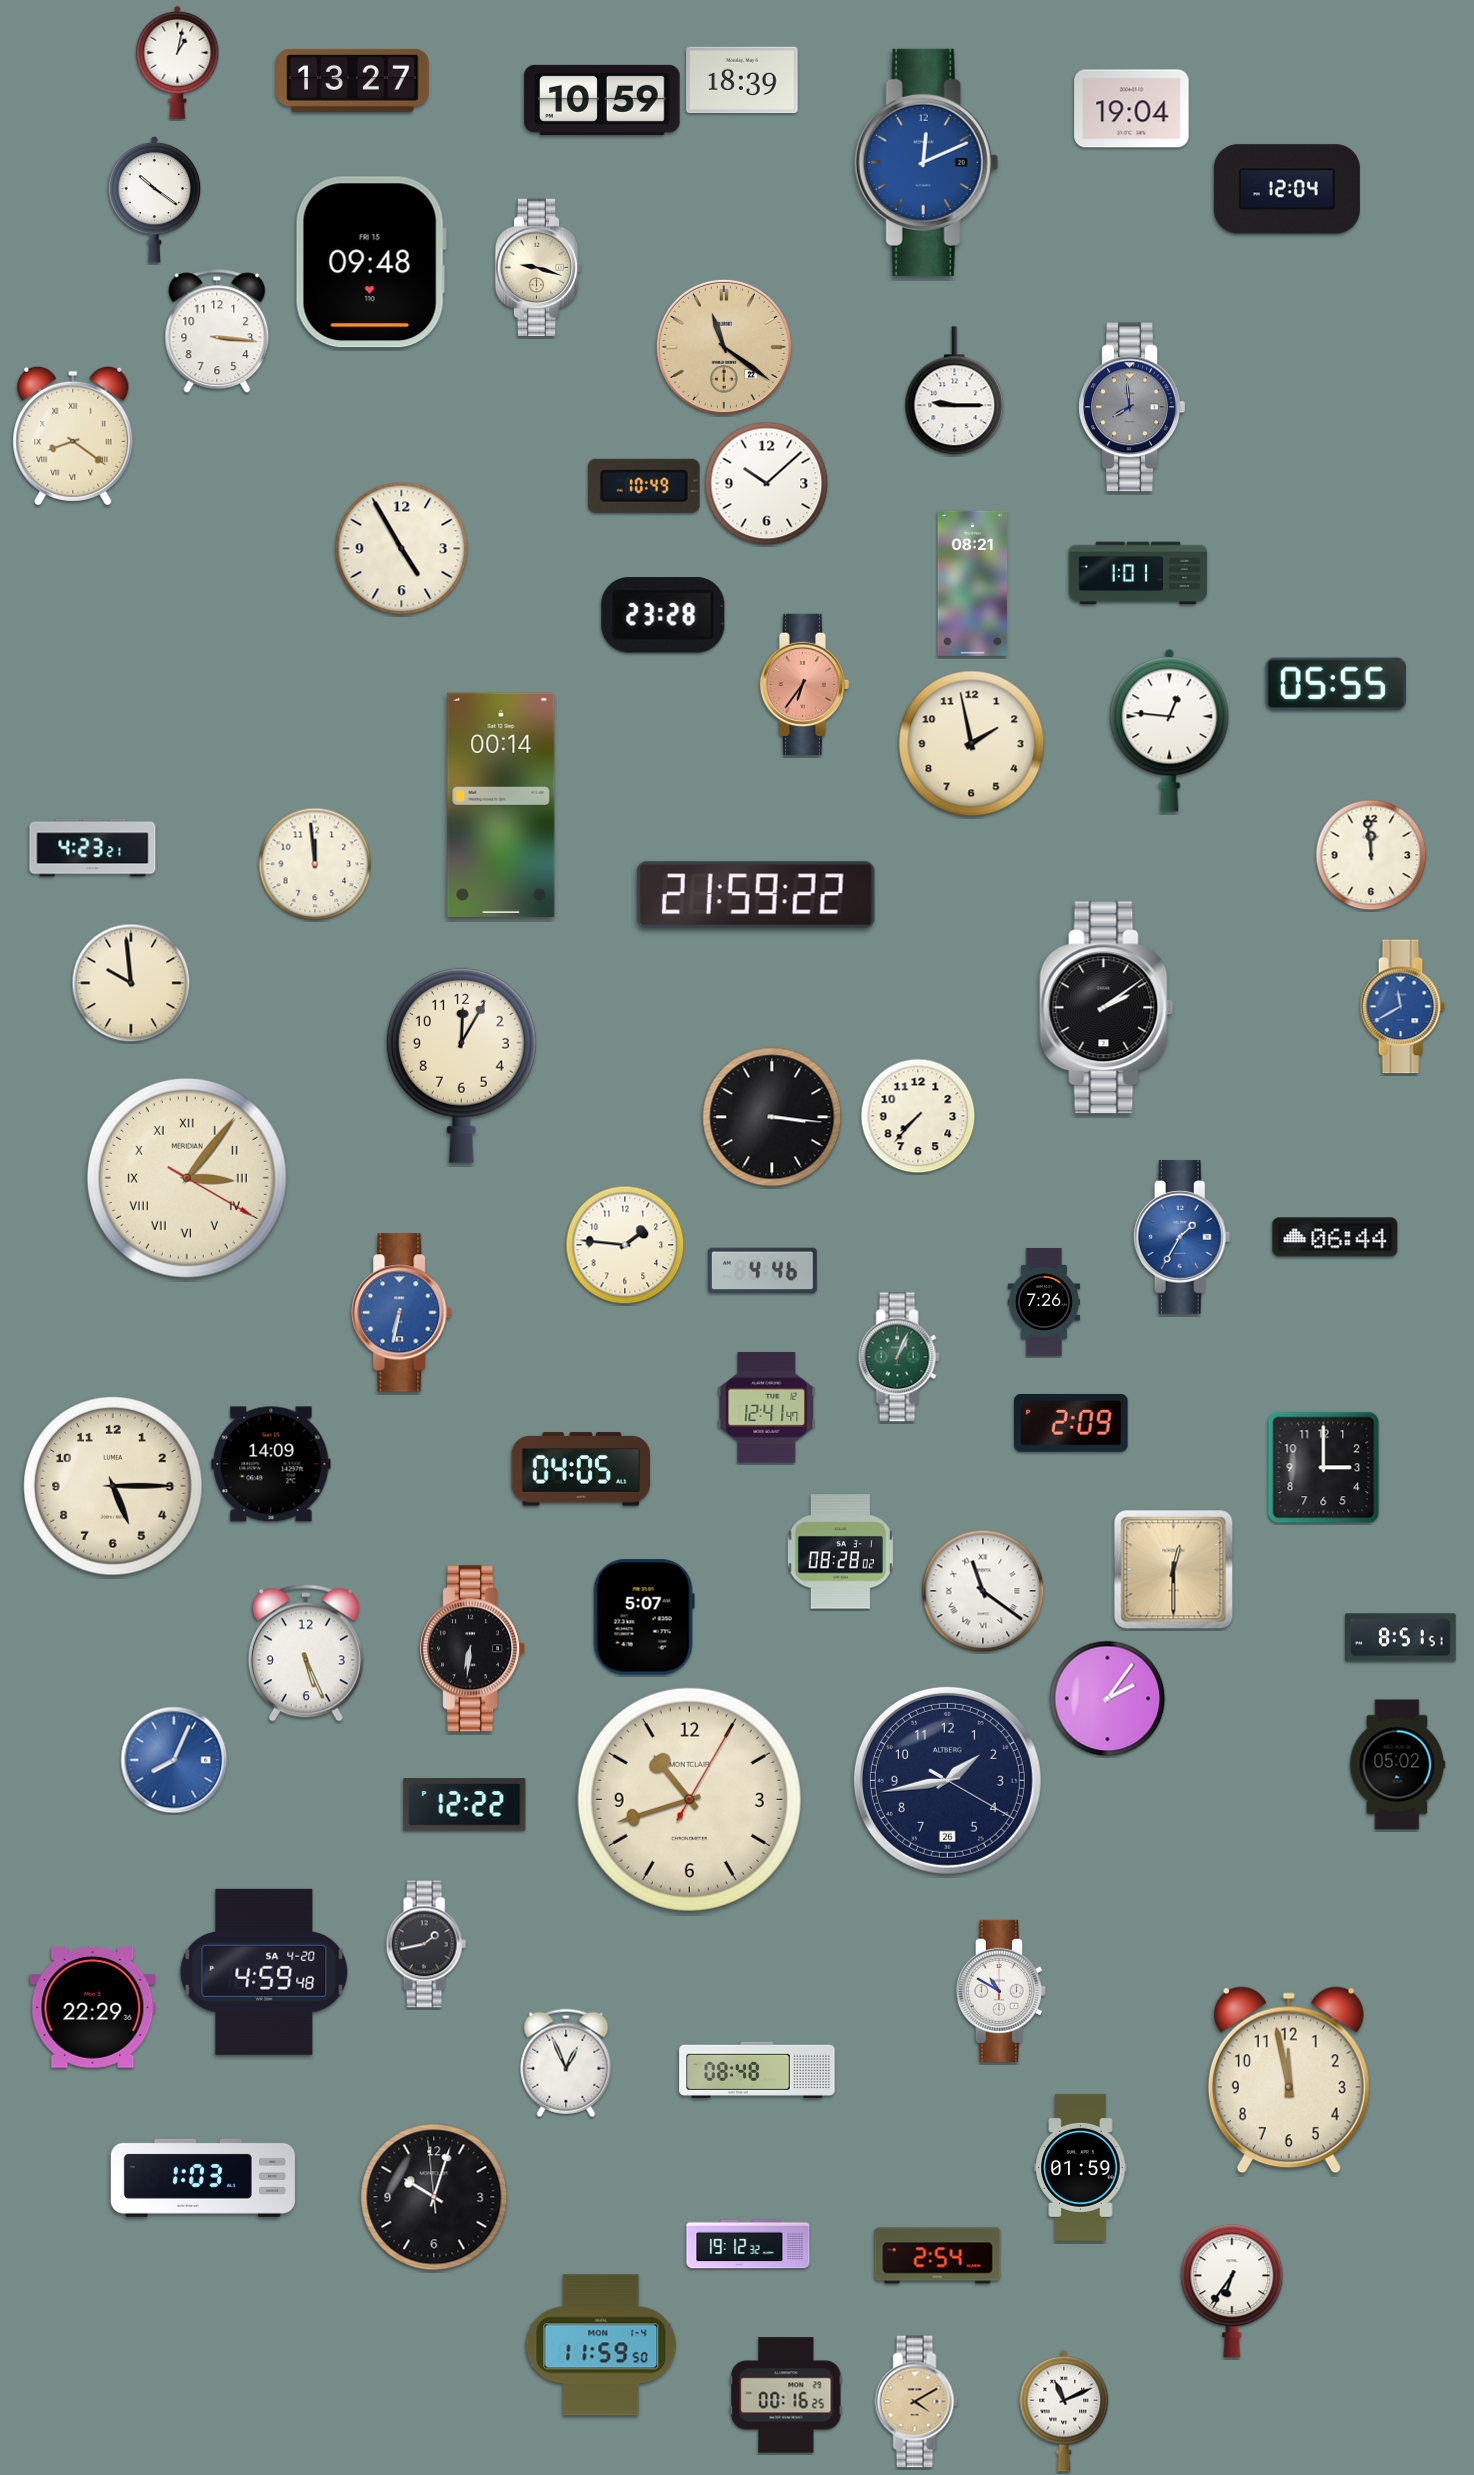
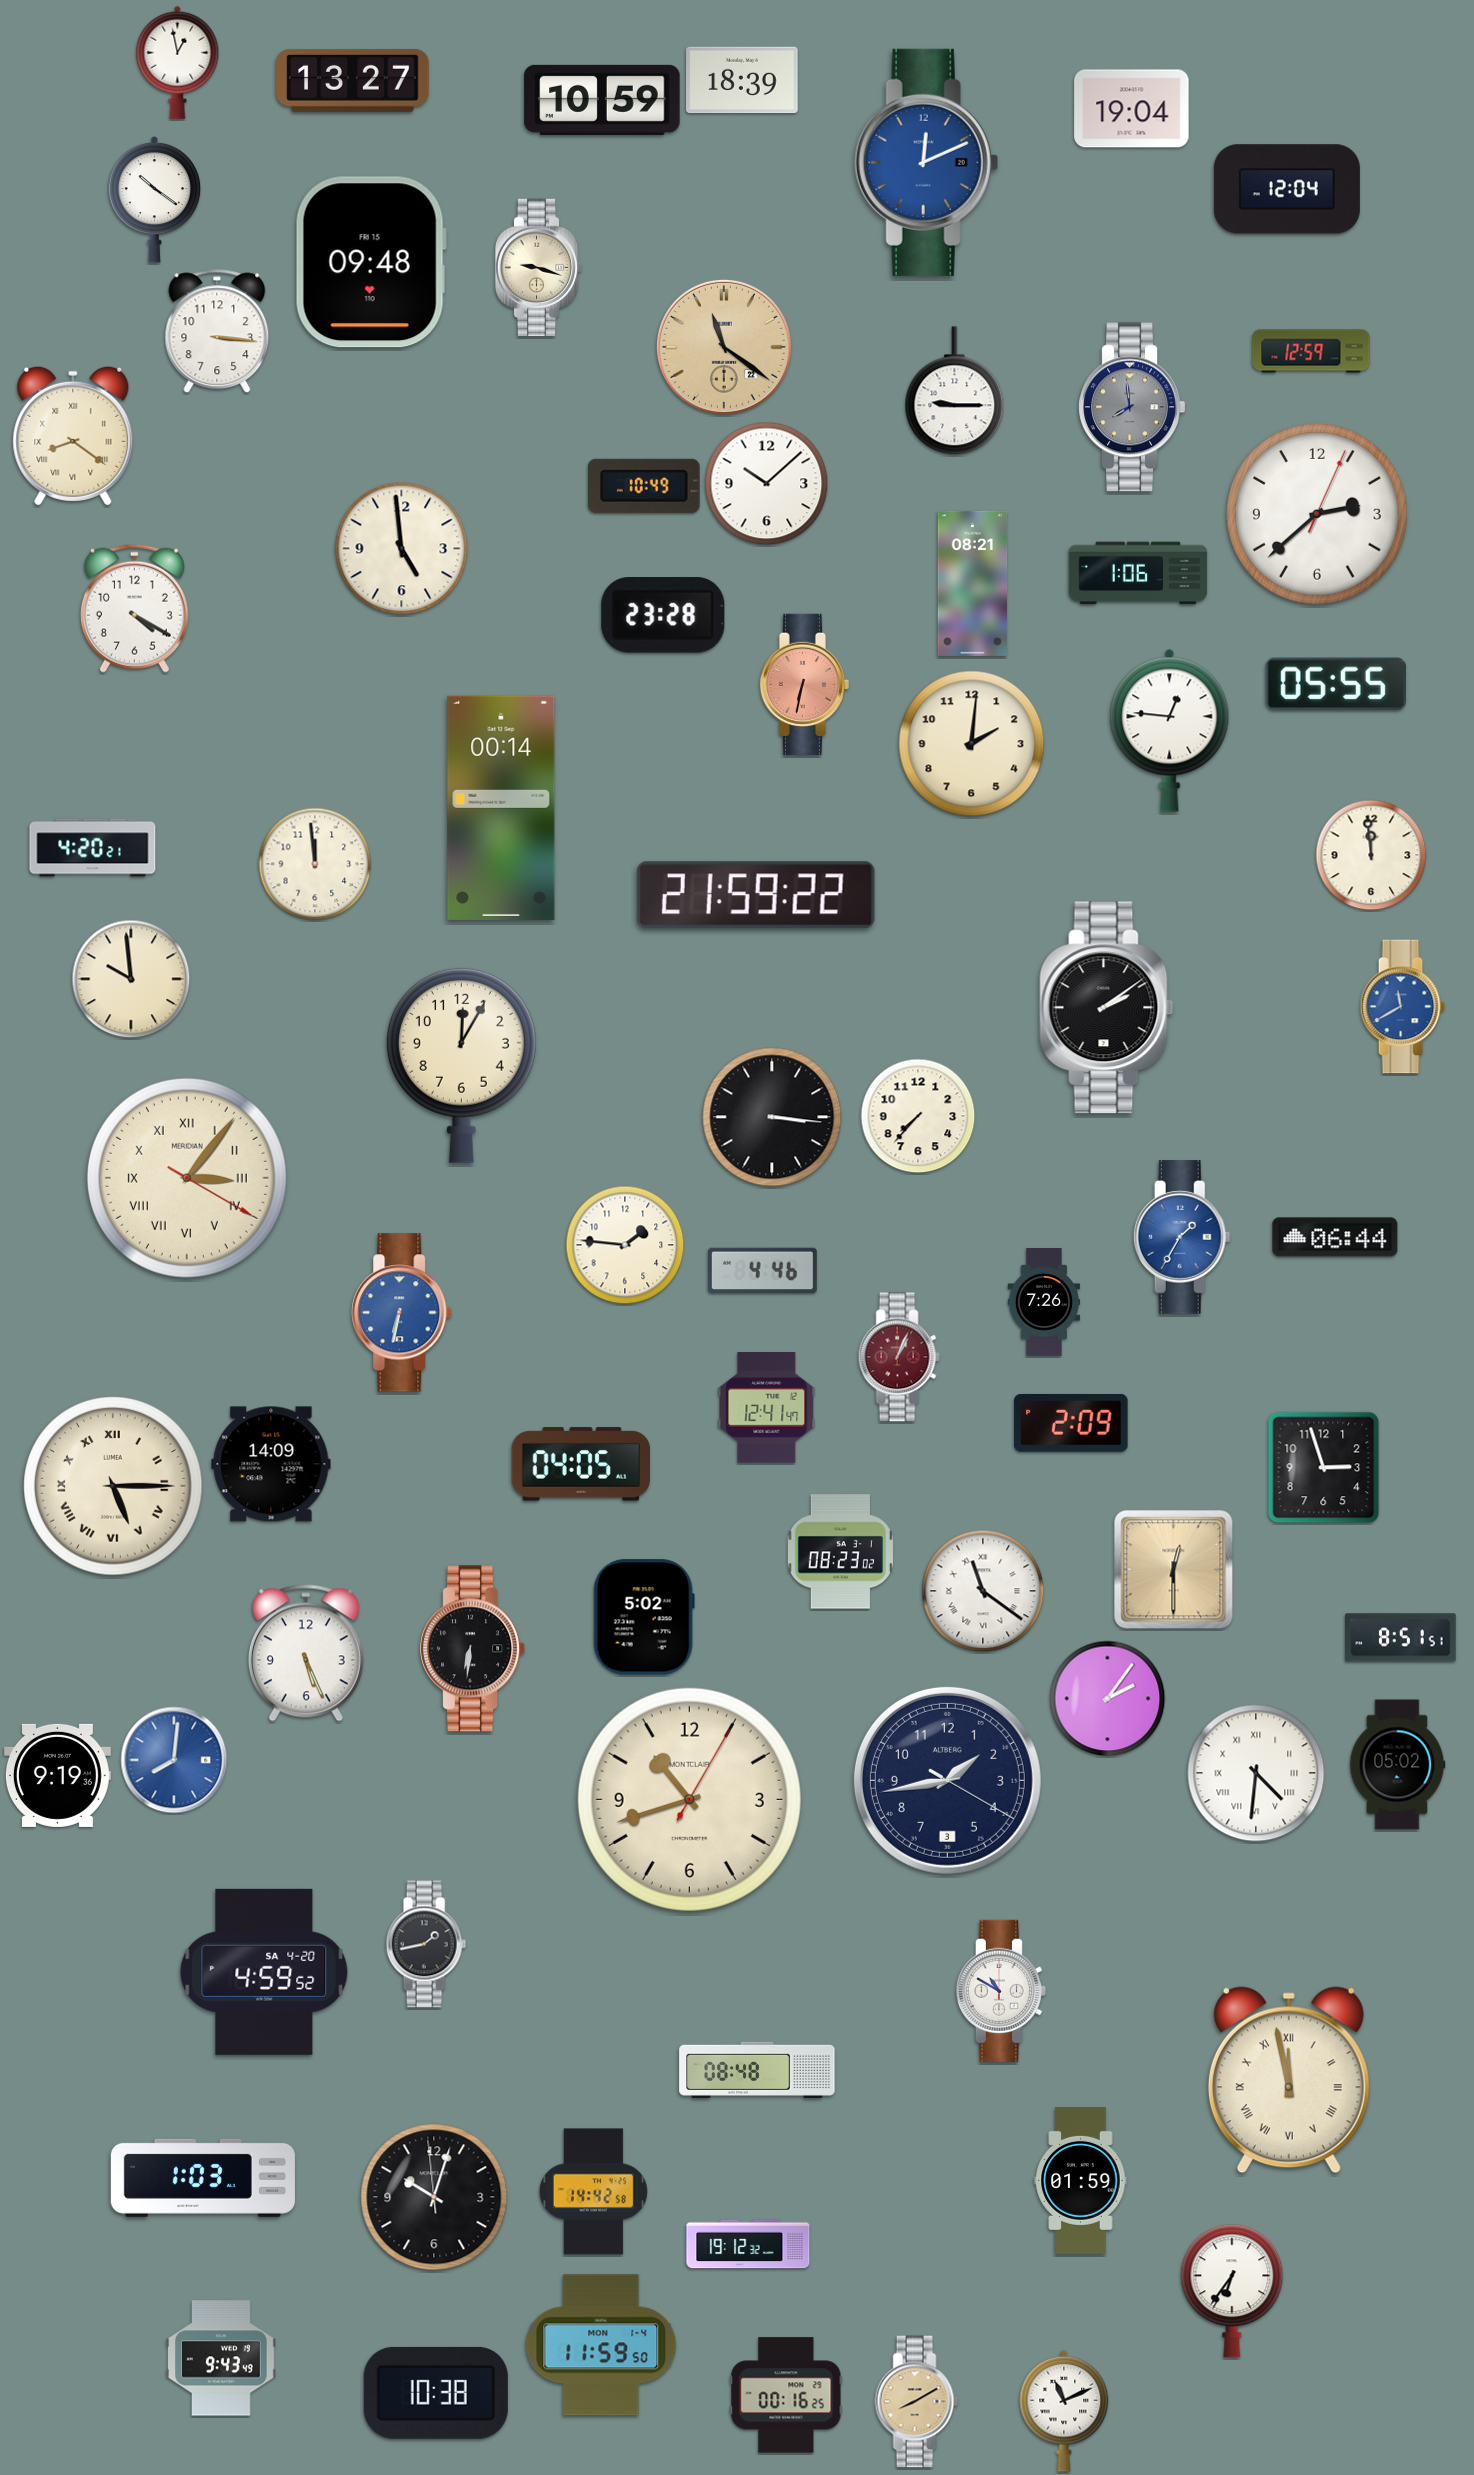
clock at (178, 62): 1:02 -> 12:58
clock at (1311, 351): none -> 12:59
clock at (1317, 514): none -> 2:38
clock at (402, 549): 4:55 -> 4:59
clock at (1138, 573): 1:01 -> 1:06
clock at (134, 608): none -> 4:20
clock at (804, 684): 6:36 -> 6:32
clock at (972, 744): 1:58 -> 2:01
clock at (501, 805) position: (501, 805) -> (501, 808)
clock at (93, 848): 4:23 -> 4:20
clock at (131, 983) position: (131, 983) -> (131, 979)
clock at (899, 1357) dial: green -> burgundy
clock at (1324, 1468): 3:00 -> 2:57
clock at (580, 1469) position: (580, 1469) -> (580, 1464)
clock at (113, 1486) numerals: Arabic -> Roman
clock at (840, 1552): 08:28 -> 08:23
clock at (644, 1617): 5:07 -> 5:02
clock at (174, 1760): 8:04 -> 8:01
clock at (1256, 1773): none -> 4:31
clock at (57, 1775): none -> 9:19
clock at (947, 1780) date: 26 -> 3
clock at (465, 1805): 12:22 -> none
clock at (264, 1972): 4:59:48 -> 4:59:52
clock at (93, 2008): 22:29 -> none
clock at (566, 2063): 12:56 -> none
clock at (1289, 2080) numerals: Arabic -> Roman
clock at (1081, 2167) position: (1081, 2167) -> (1081, 2180)
clock at (593, 2192): none -> 14:42
clock at (938, 2256): 2:54 -> none
clock at (221, 2358): none -> 9:43
clock at (436, 2393): none -> 10:38
clock at (917, 2402): 4:10 -> 8:10
